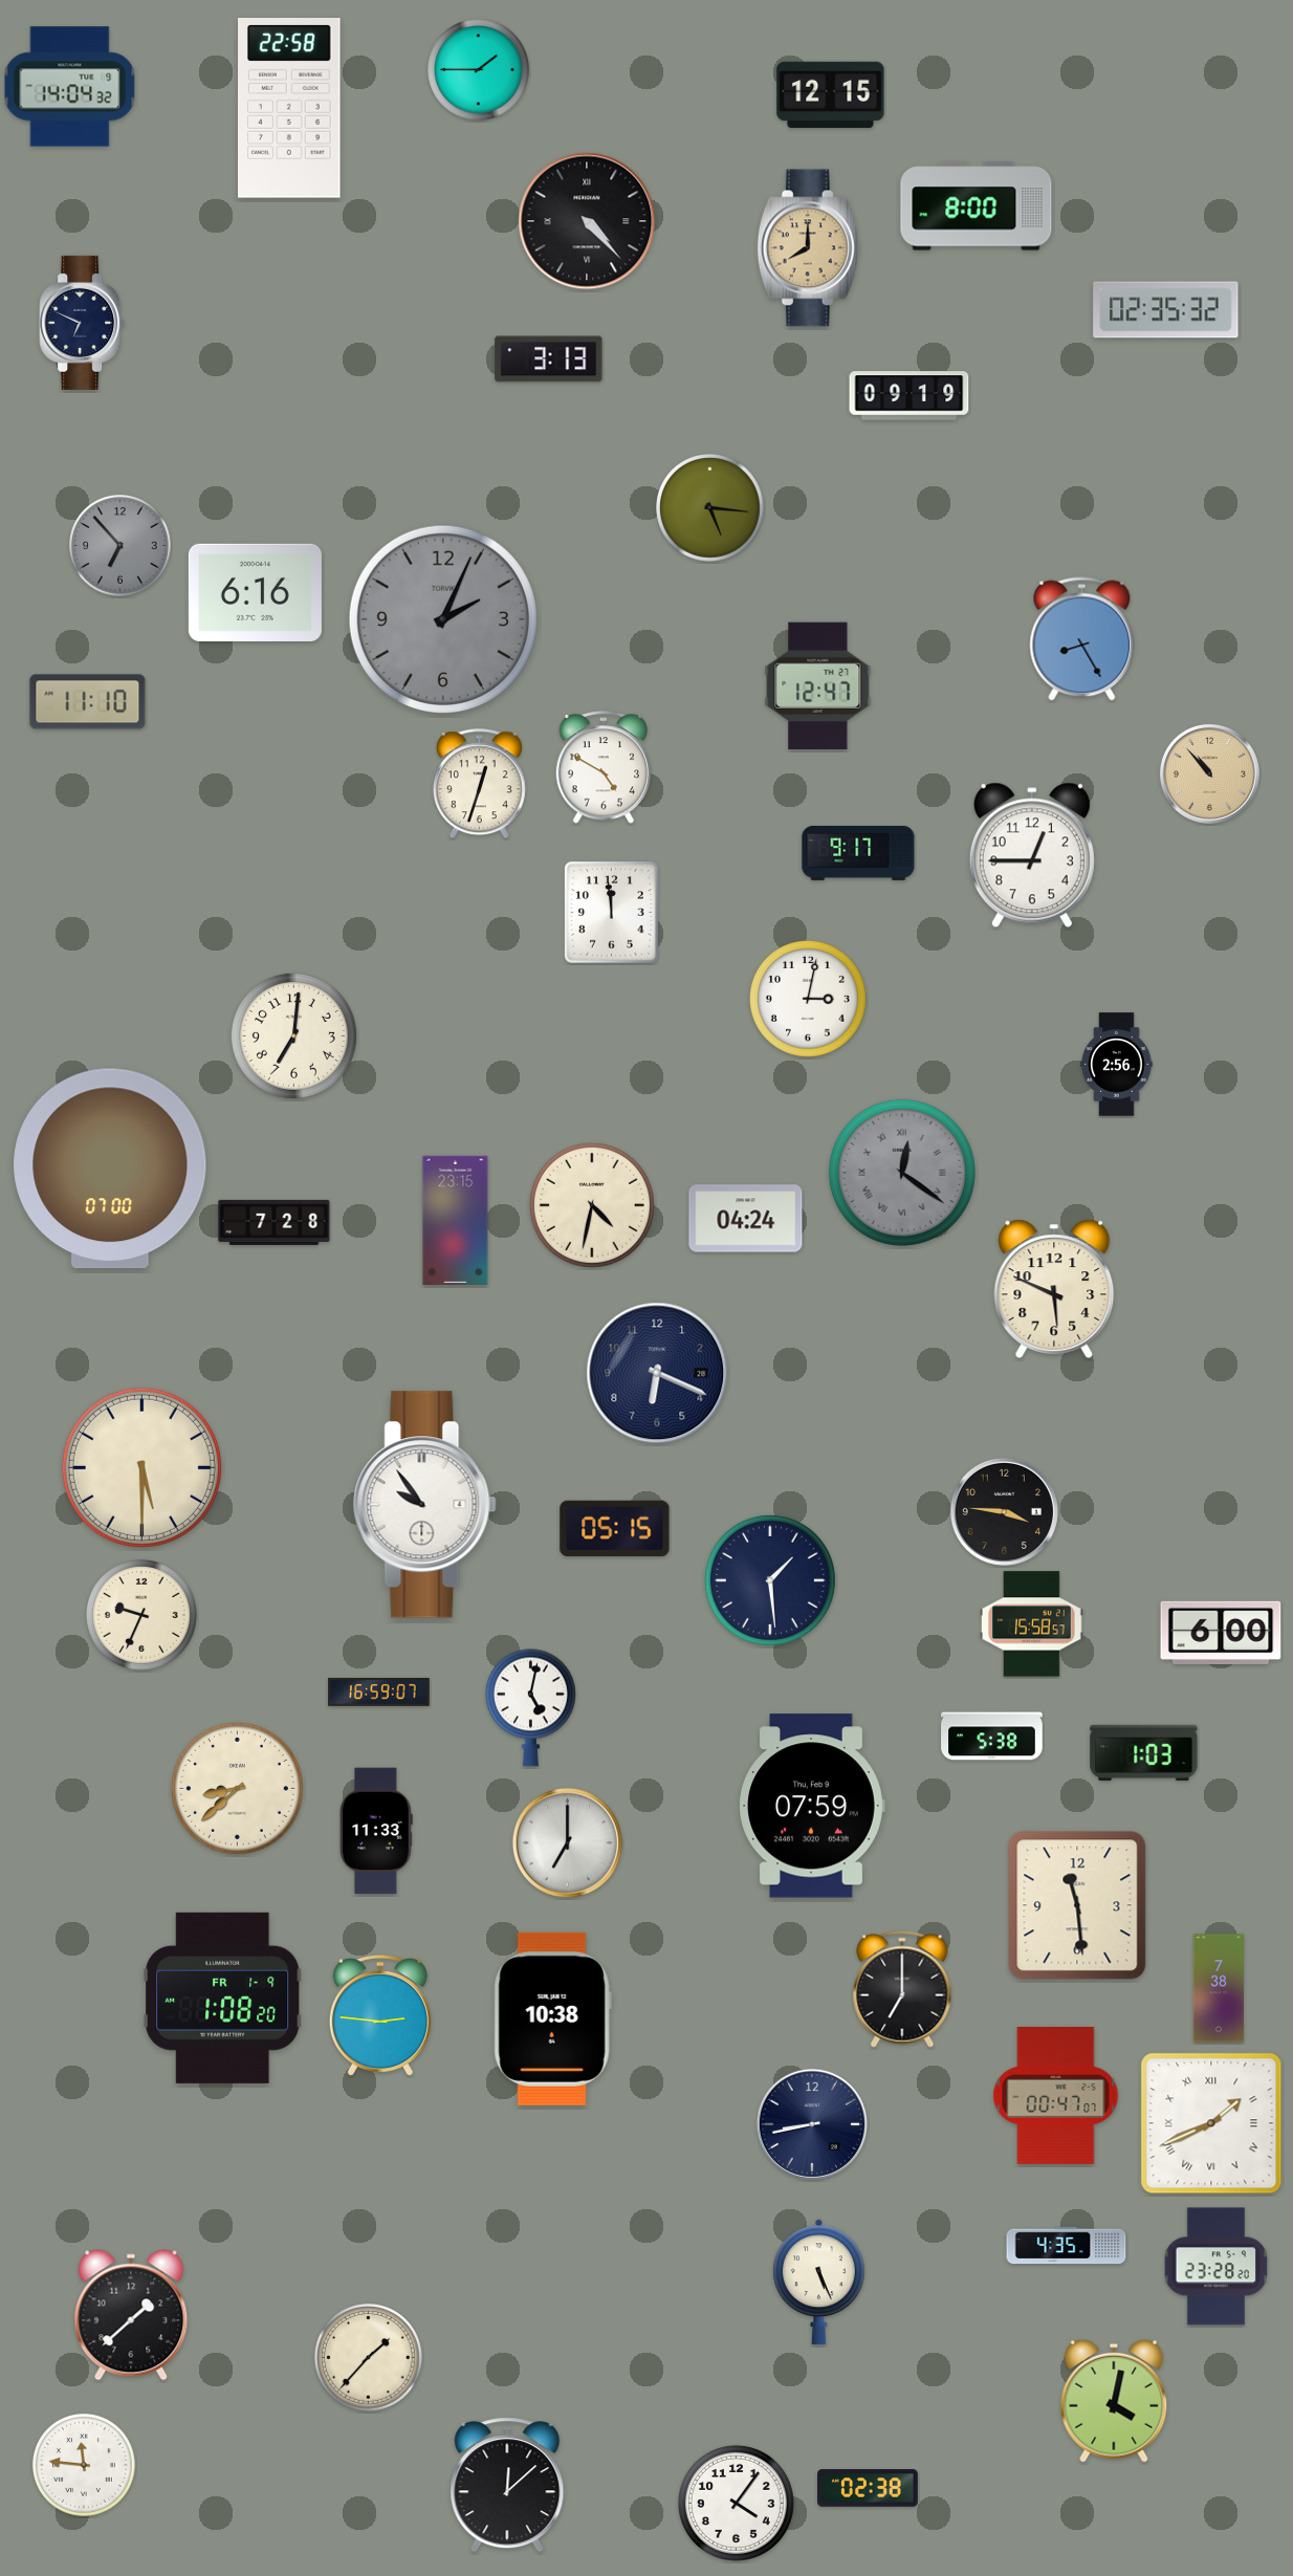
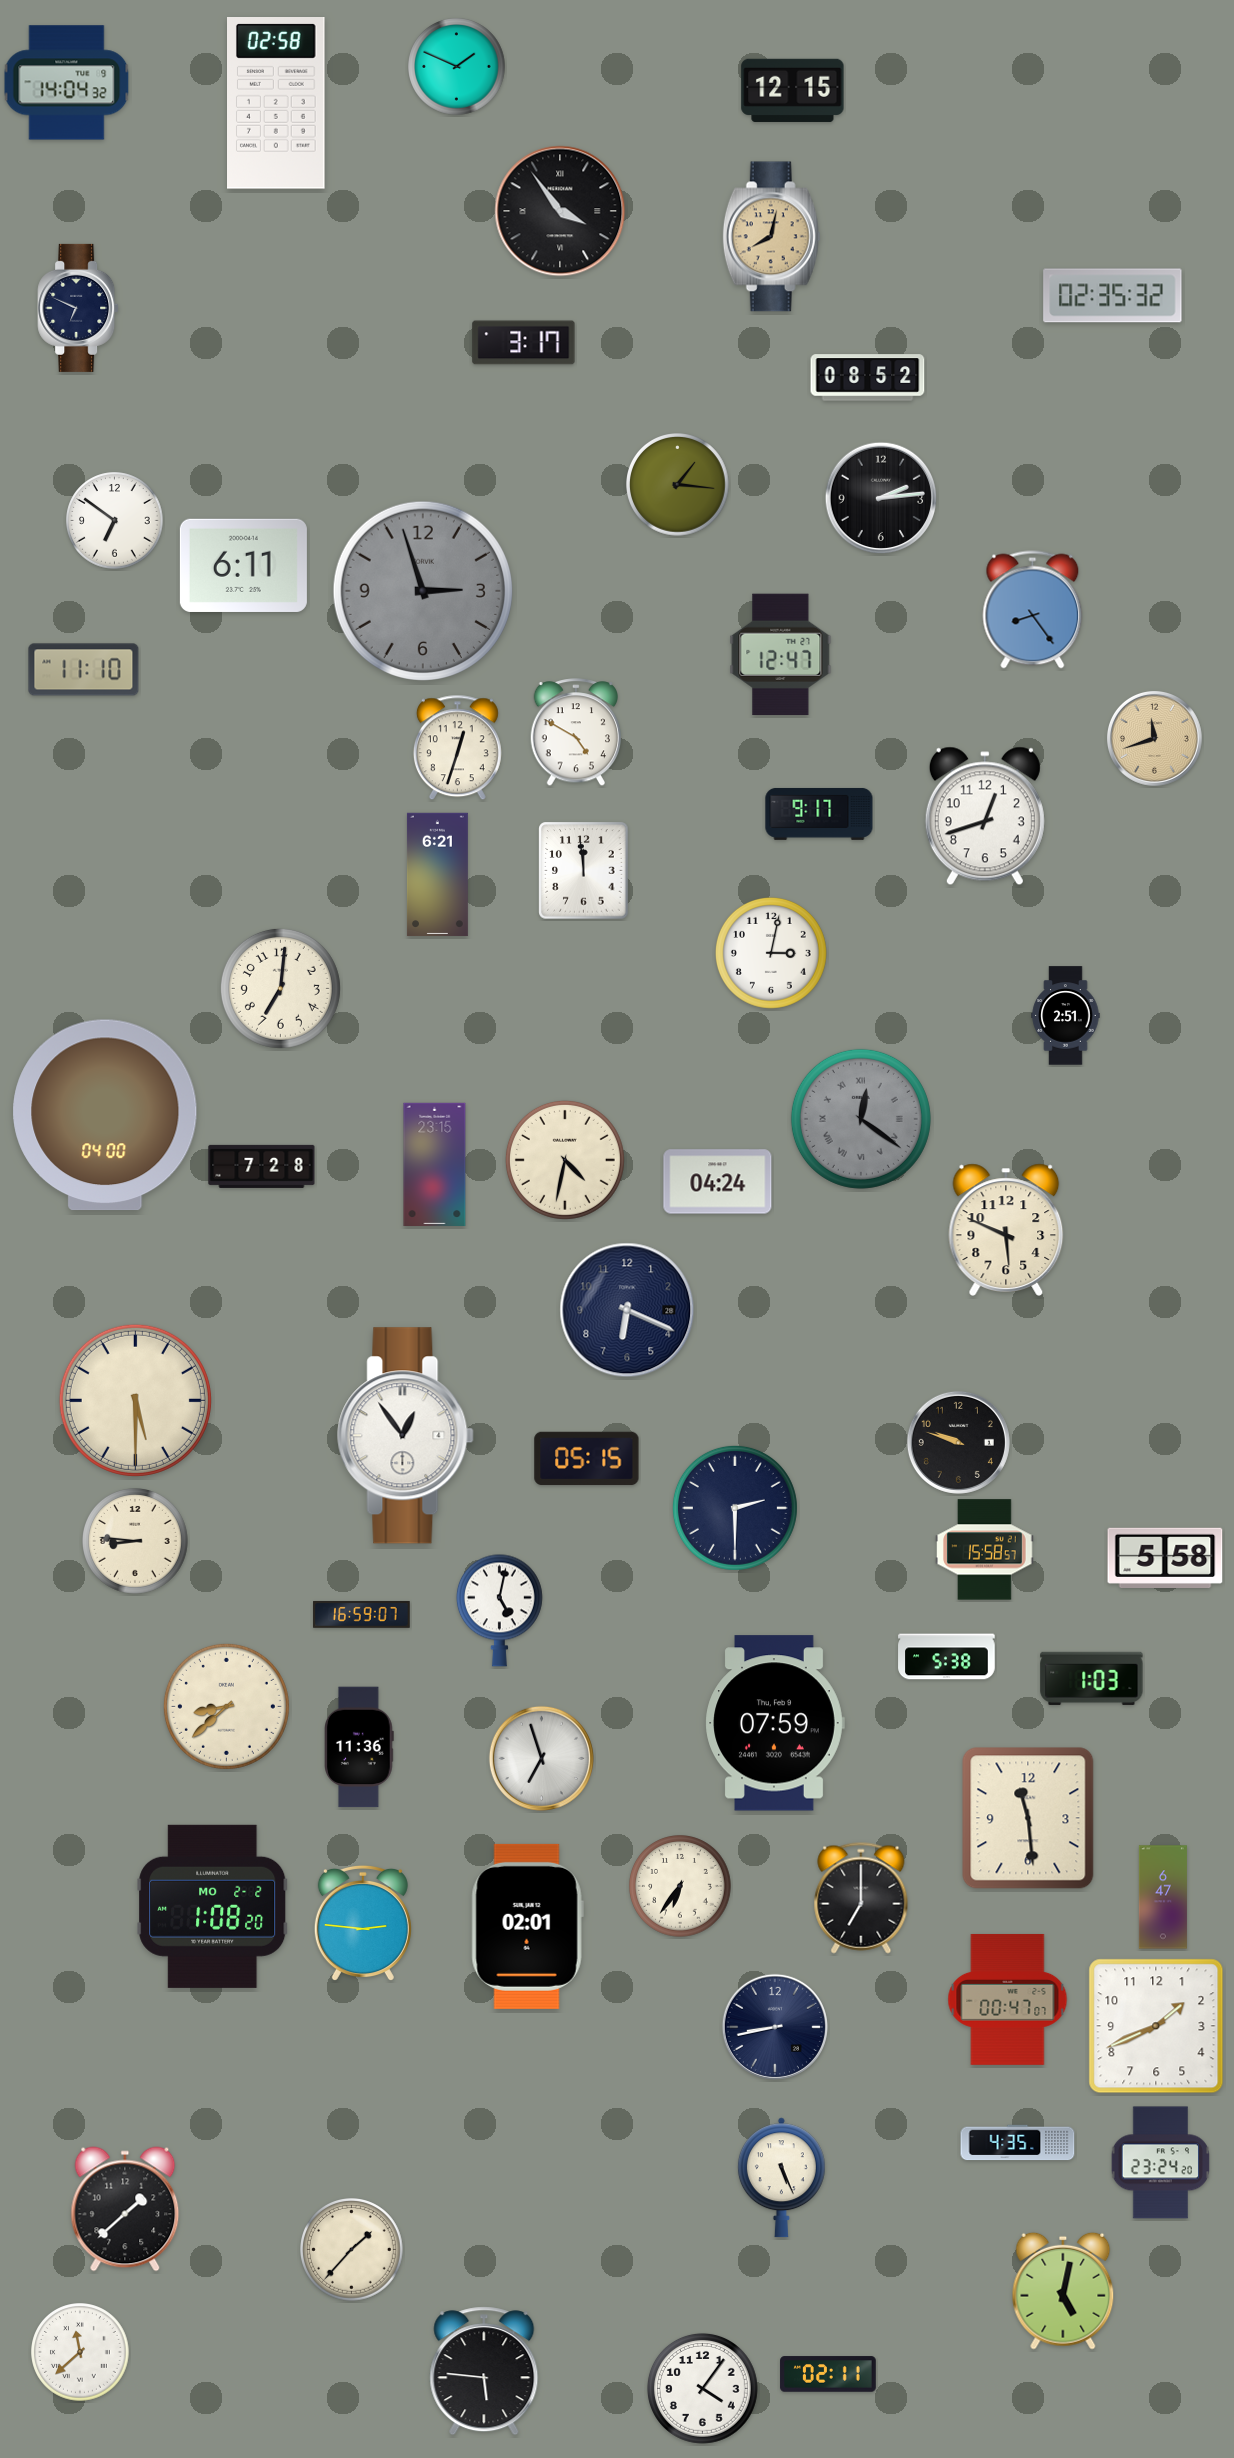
clock at (479, 70): 1:45 -> 1:49
clock at (290, 109): 22:58 -> 02:58
clock at (977, 206): 8:00 -> none
clock at (587, 221): 4:23 -> 3:54
clock at (808, 248): 8:00 -> 8:02
clock at (549, 359): 3:13 -> 3:17
clock at (910, 396): 09:19 -> 08:52
clock at (710, 508): 5:16 -> 1:16
clock at (881, 498): none -> 2:14
clock at (120, 546): 6:53 -> 6:51
clock at (120, 546) dial: grey -> white
clock at (255, 592): 6:16 -> 6:11
clock at (443, 619): 2:04 -> 2:57
clock at (1082, 639): 8:25 -> 8:24
clock at (1209, 773): 10:53 -> 11:42
clock at (1032, 855): 12:45 -> 12:42
clock at (437, 875): none -> 6:21
clock at (1117, 1065): 2:56 -> 2:51
clock at (110, 1169): 07:00 -> 04:00
clock at (592, 1205) position: (592, 1205) -> (565, 1160)
clock at (746, 1219) position: (746, 1219) -> (718, 1182)
clock at (425, 1505): 9:54 -> 12:54
clock at (1004, 1511): 3:46 -> 9:48
clock at (770, 1580): 1:29 -> 2:30
clock at (143, 1616): 9:34 -> 8:46
clock at (1221, 1632): 6:00 -> 5:58
clock at (530, 1707) position: (530, 1707) -> (499, 1610)
clock at (1144, 1752) position: (1144, 1752) -> (1092, 1678)
clock at (377, 1831): 11:33 -> 11:36
clock at (567, 1842): 7:00 -> 6:57
clock at (681, 1887): none -> 6:36
clock at (1219, 1988): 7:38 -> 6:47
clock at (223, 1998) date: FR 1-9 -> MO 2-2
clock at (552, 2018): 10:38 -> 02:01
clock at (1211, 2123) numerals: Roman -> Arabic
clock at (1215, 2267): 23:28 -> 23:24
clock at (1114, 2401): 4:02 -> 5:02
clock at (84, 2465): 11:46 -> 11:38
clock at (507, 2485): 12:08 -> 5:46
clock at (868, 2488): 02:38 -> 02:11
